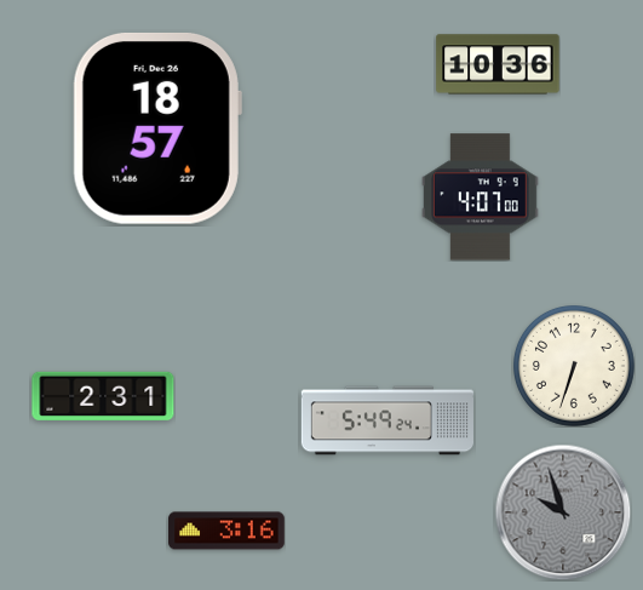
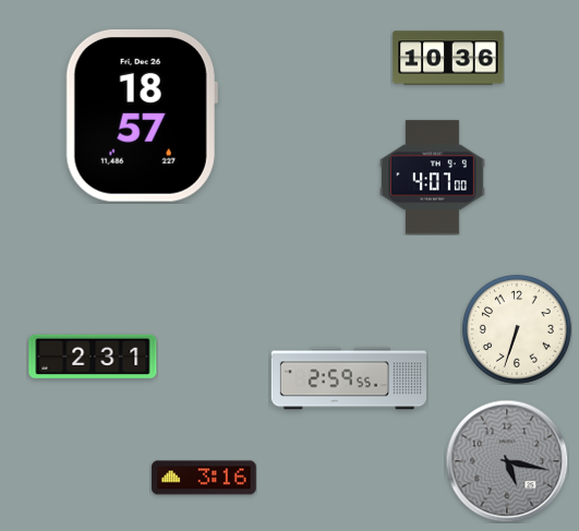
clock at (386, 420): 5:49 -> 2:59
clock at (563, 512): 9:57 -> 5:17
